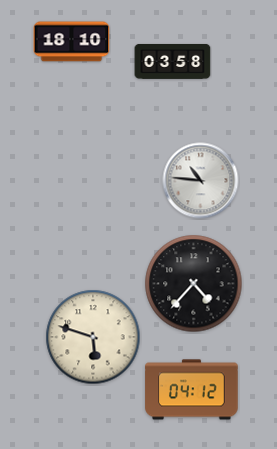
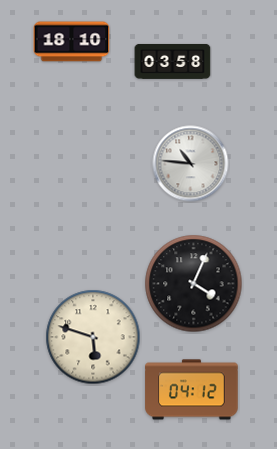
clock at (201, 181) position: (201, 181) -> (191, 164)
clock at (194, 284): 4:37 -> 4:04
